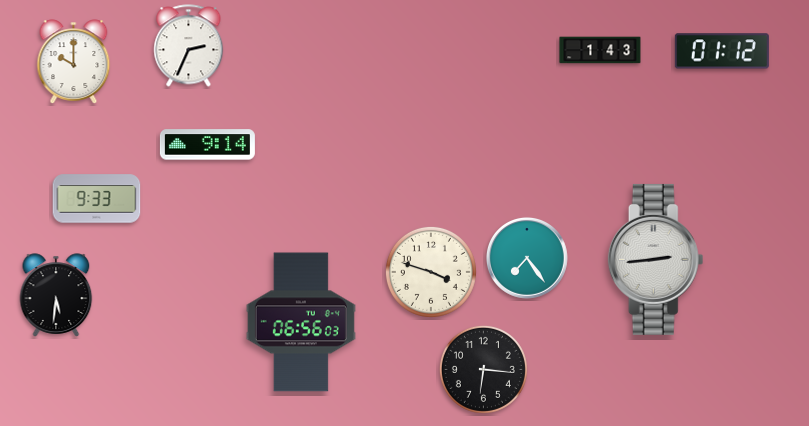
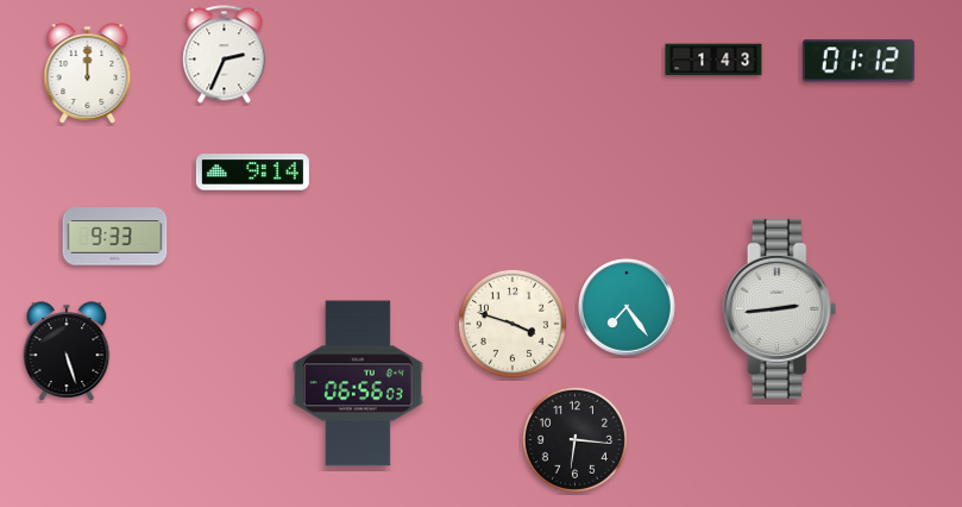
clock at (74, 62): 10:00 -> 12:00
clock at (207, 145) position: (207, 145) -> (252, 173)
clock at (56, 295): 5:31 -> 5:27
